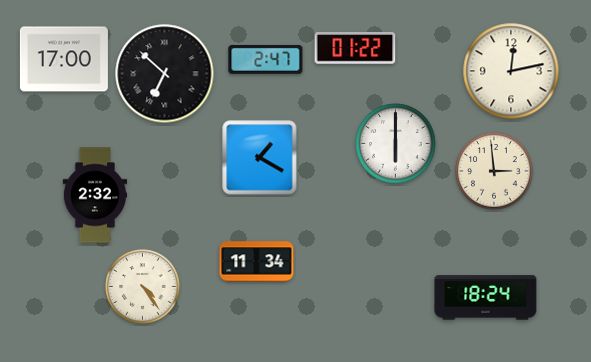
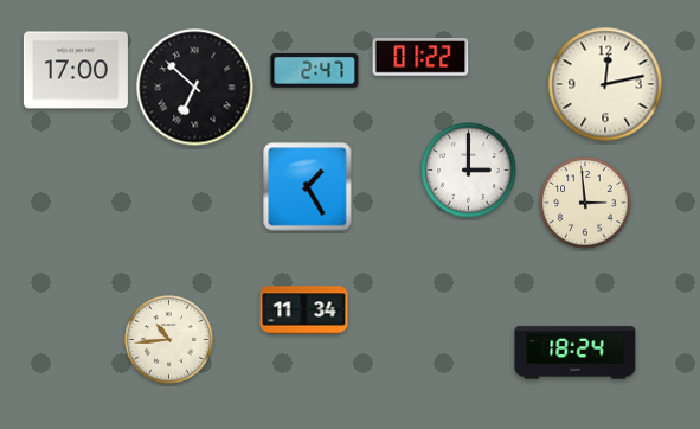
clock at (396, 144): 6:00 -> 3:00
clock at (260, 158): 1:20 -> 1:25
clock at (95, 195): 2:32 -> none
clock at (143, 287): 4:24 -> 10:44
